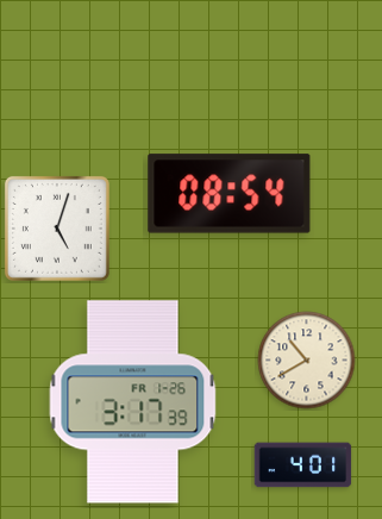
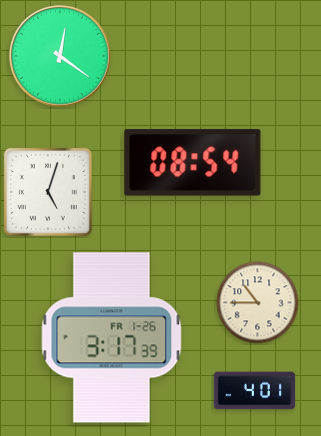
clock at (61, 57): none -> 12:21
clock at (307, 361): 10:40 -> 10:45
